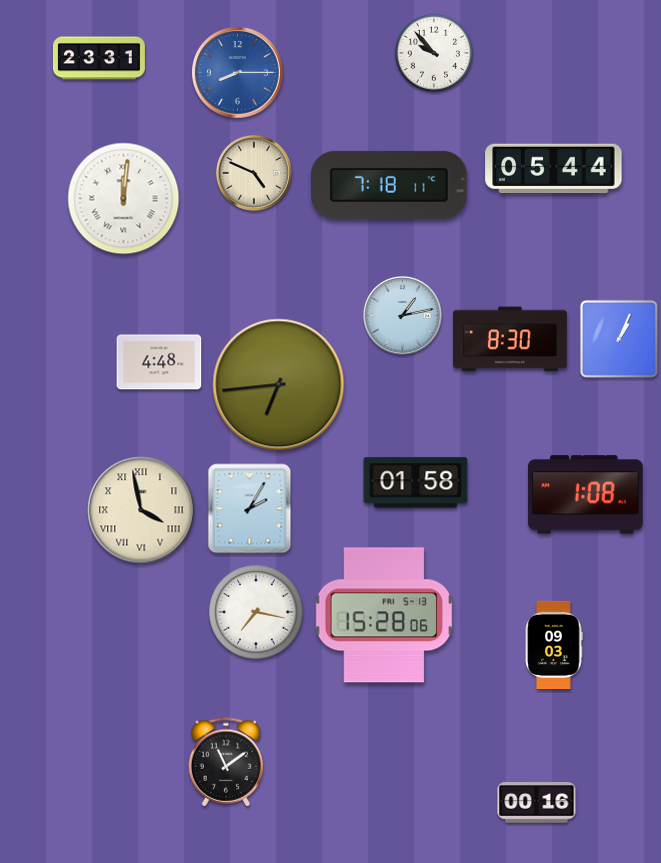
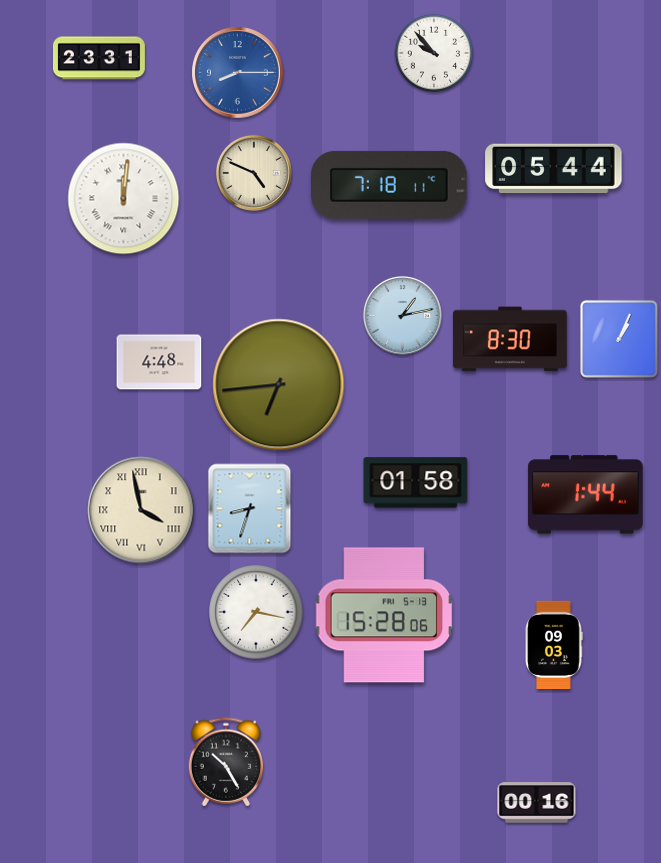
clock at (586, 495): 1:08 -> 1:44
clock at (250, 509): 2:05 -> 8:33
clock at (226, 762): 11:09 -> 10:25
